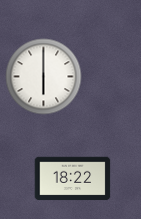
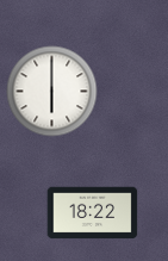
clock at (73, 179) position: (73, 179) -> (93, 213)
